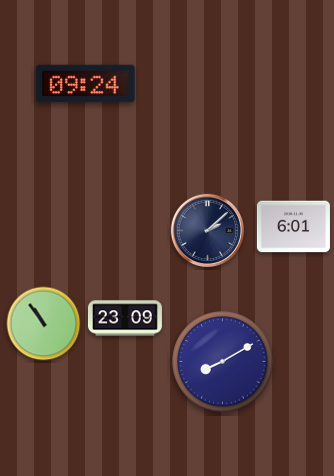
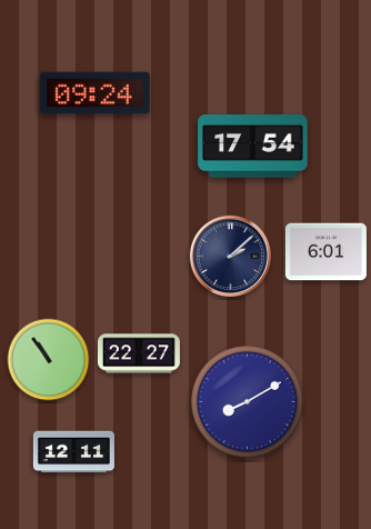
clock at (253, 147): none -> 17:54
clock at (125, 318): 23:09 -> 22:27
clock at (73, 452): none -> 12:11
